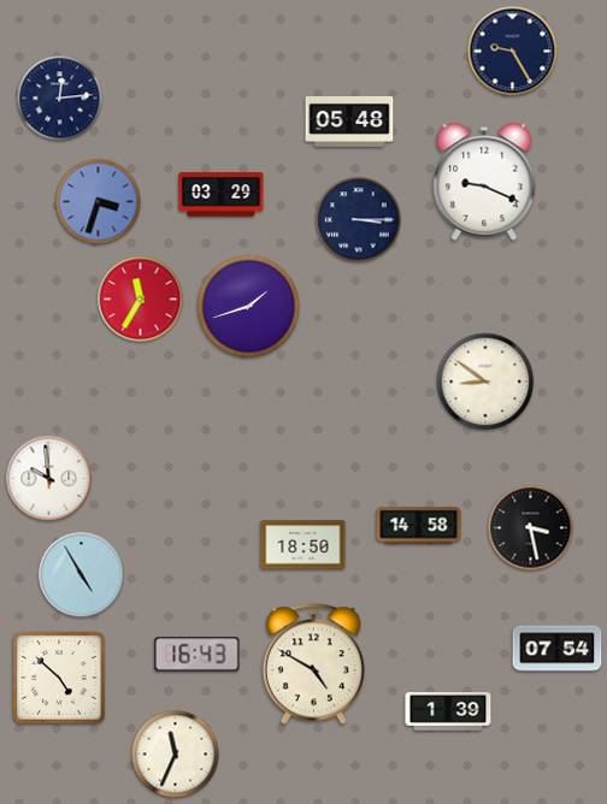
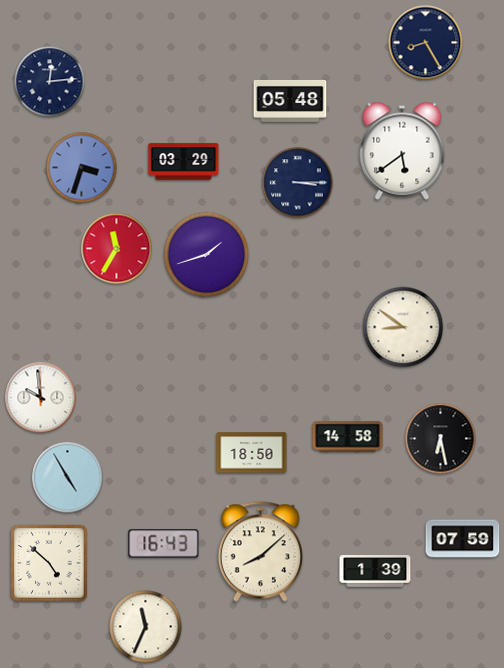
clock at (513, 52): 9:25 -> 8:25
clock at (484, 182): 9:19 -> 5:39
clock at (485, 382) position: (485, 382) -> (403, 327)
clock at (531, 528): 3:28 -> 6:28
clock at (558, 649): 07:54 -> 07:59
clock at (313, 664): 4:50 -> 8:08
clock at (448, 711) position: (448, 711) -> (375, 571)
